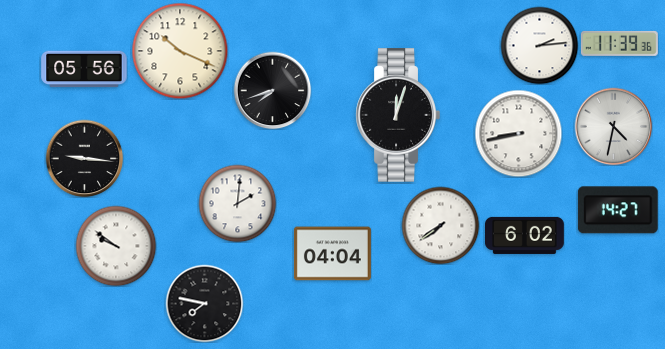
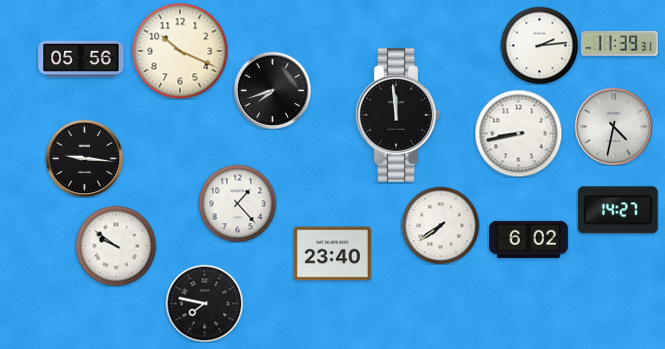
clock at (619, 43): 11:39:36 -> 11:39:31
clock at (84, 69) position: (84, 69) -> (81, 59)
clock at (398, 115): 12:03 -> 11:59
clock at (237, 203): 2:01 -> 1:23
clock at (525, 235) position: (525, 235) -> (529, 239)
clock at (332, 254): 04:04 -> 23:40
